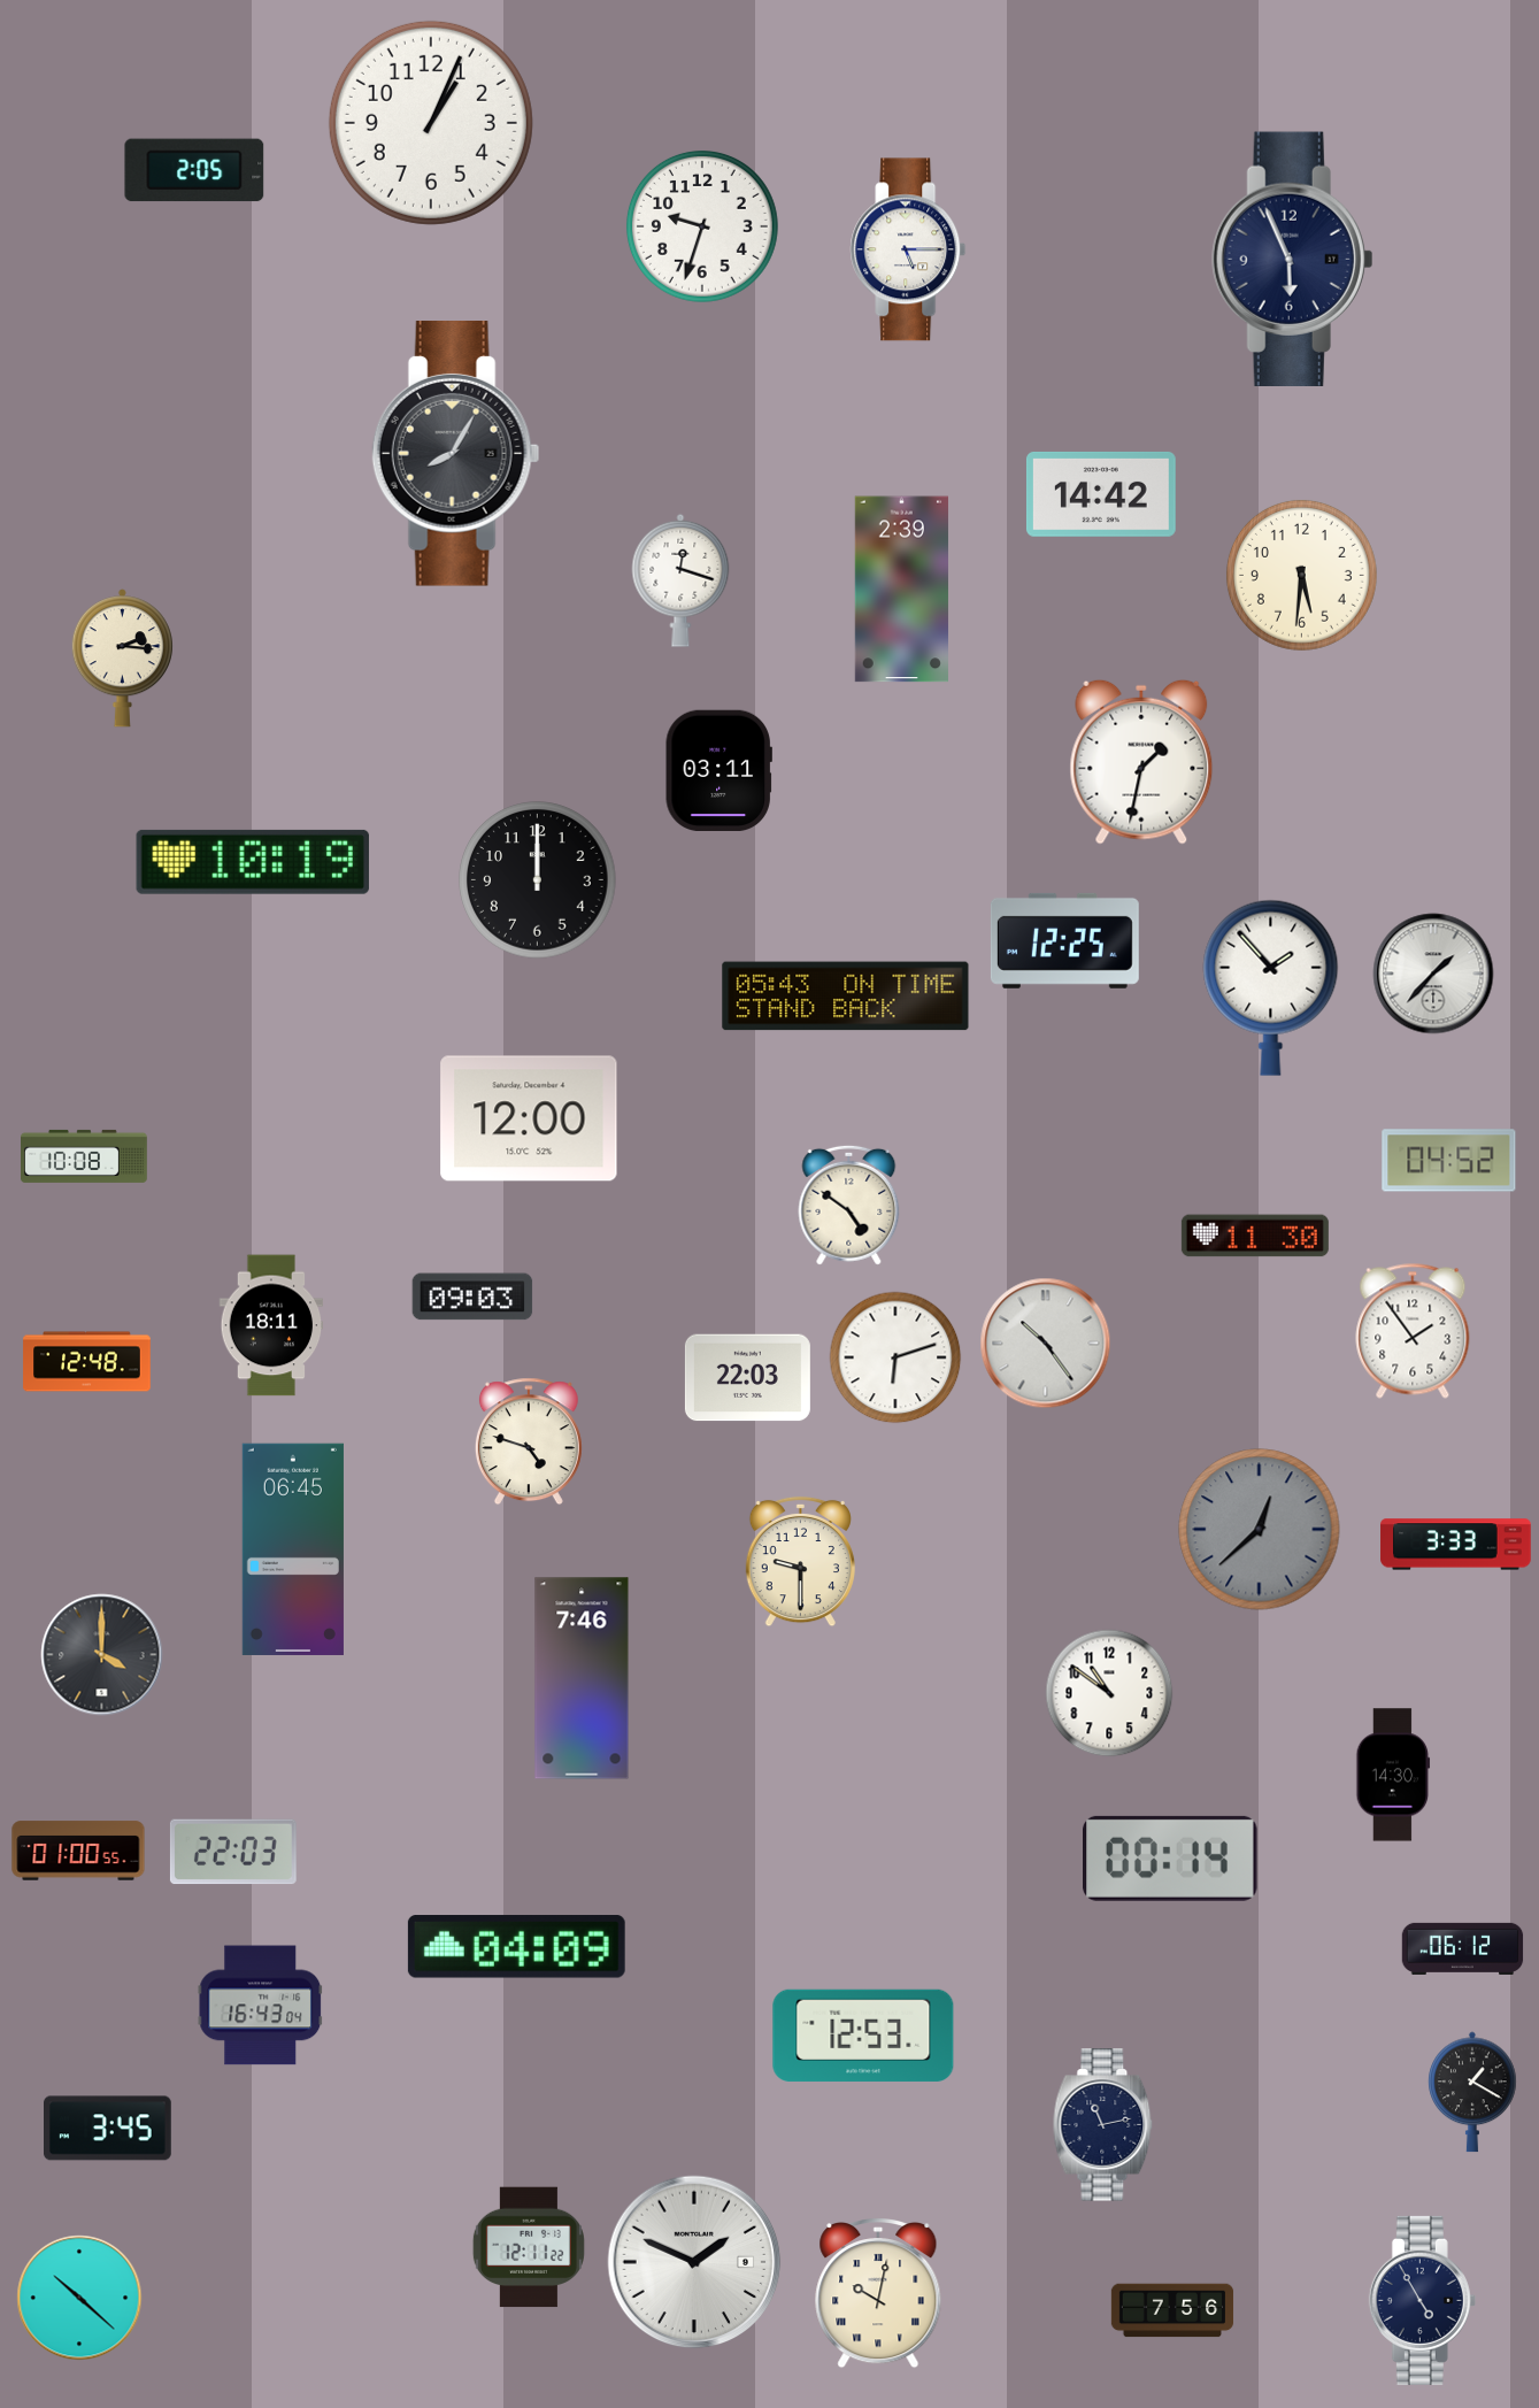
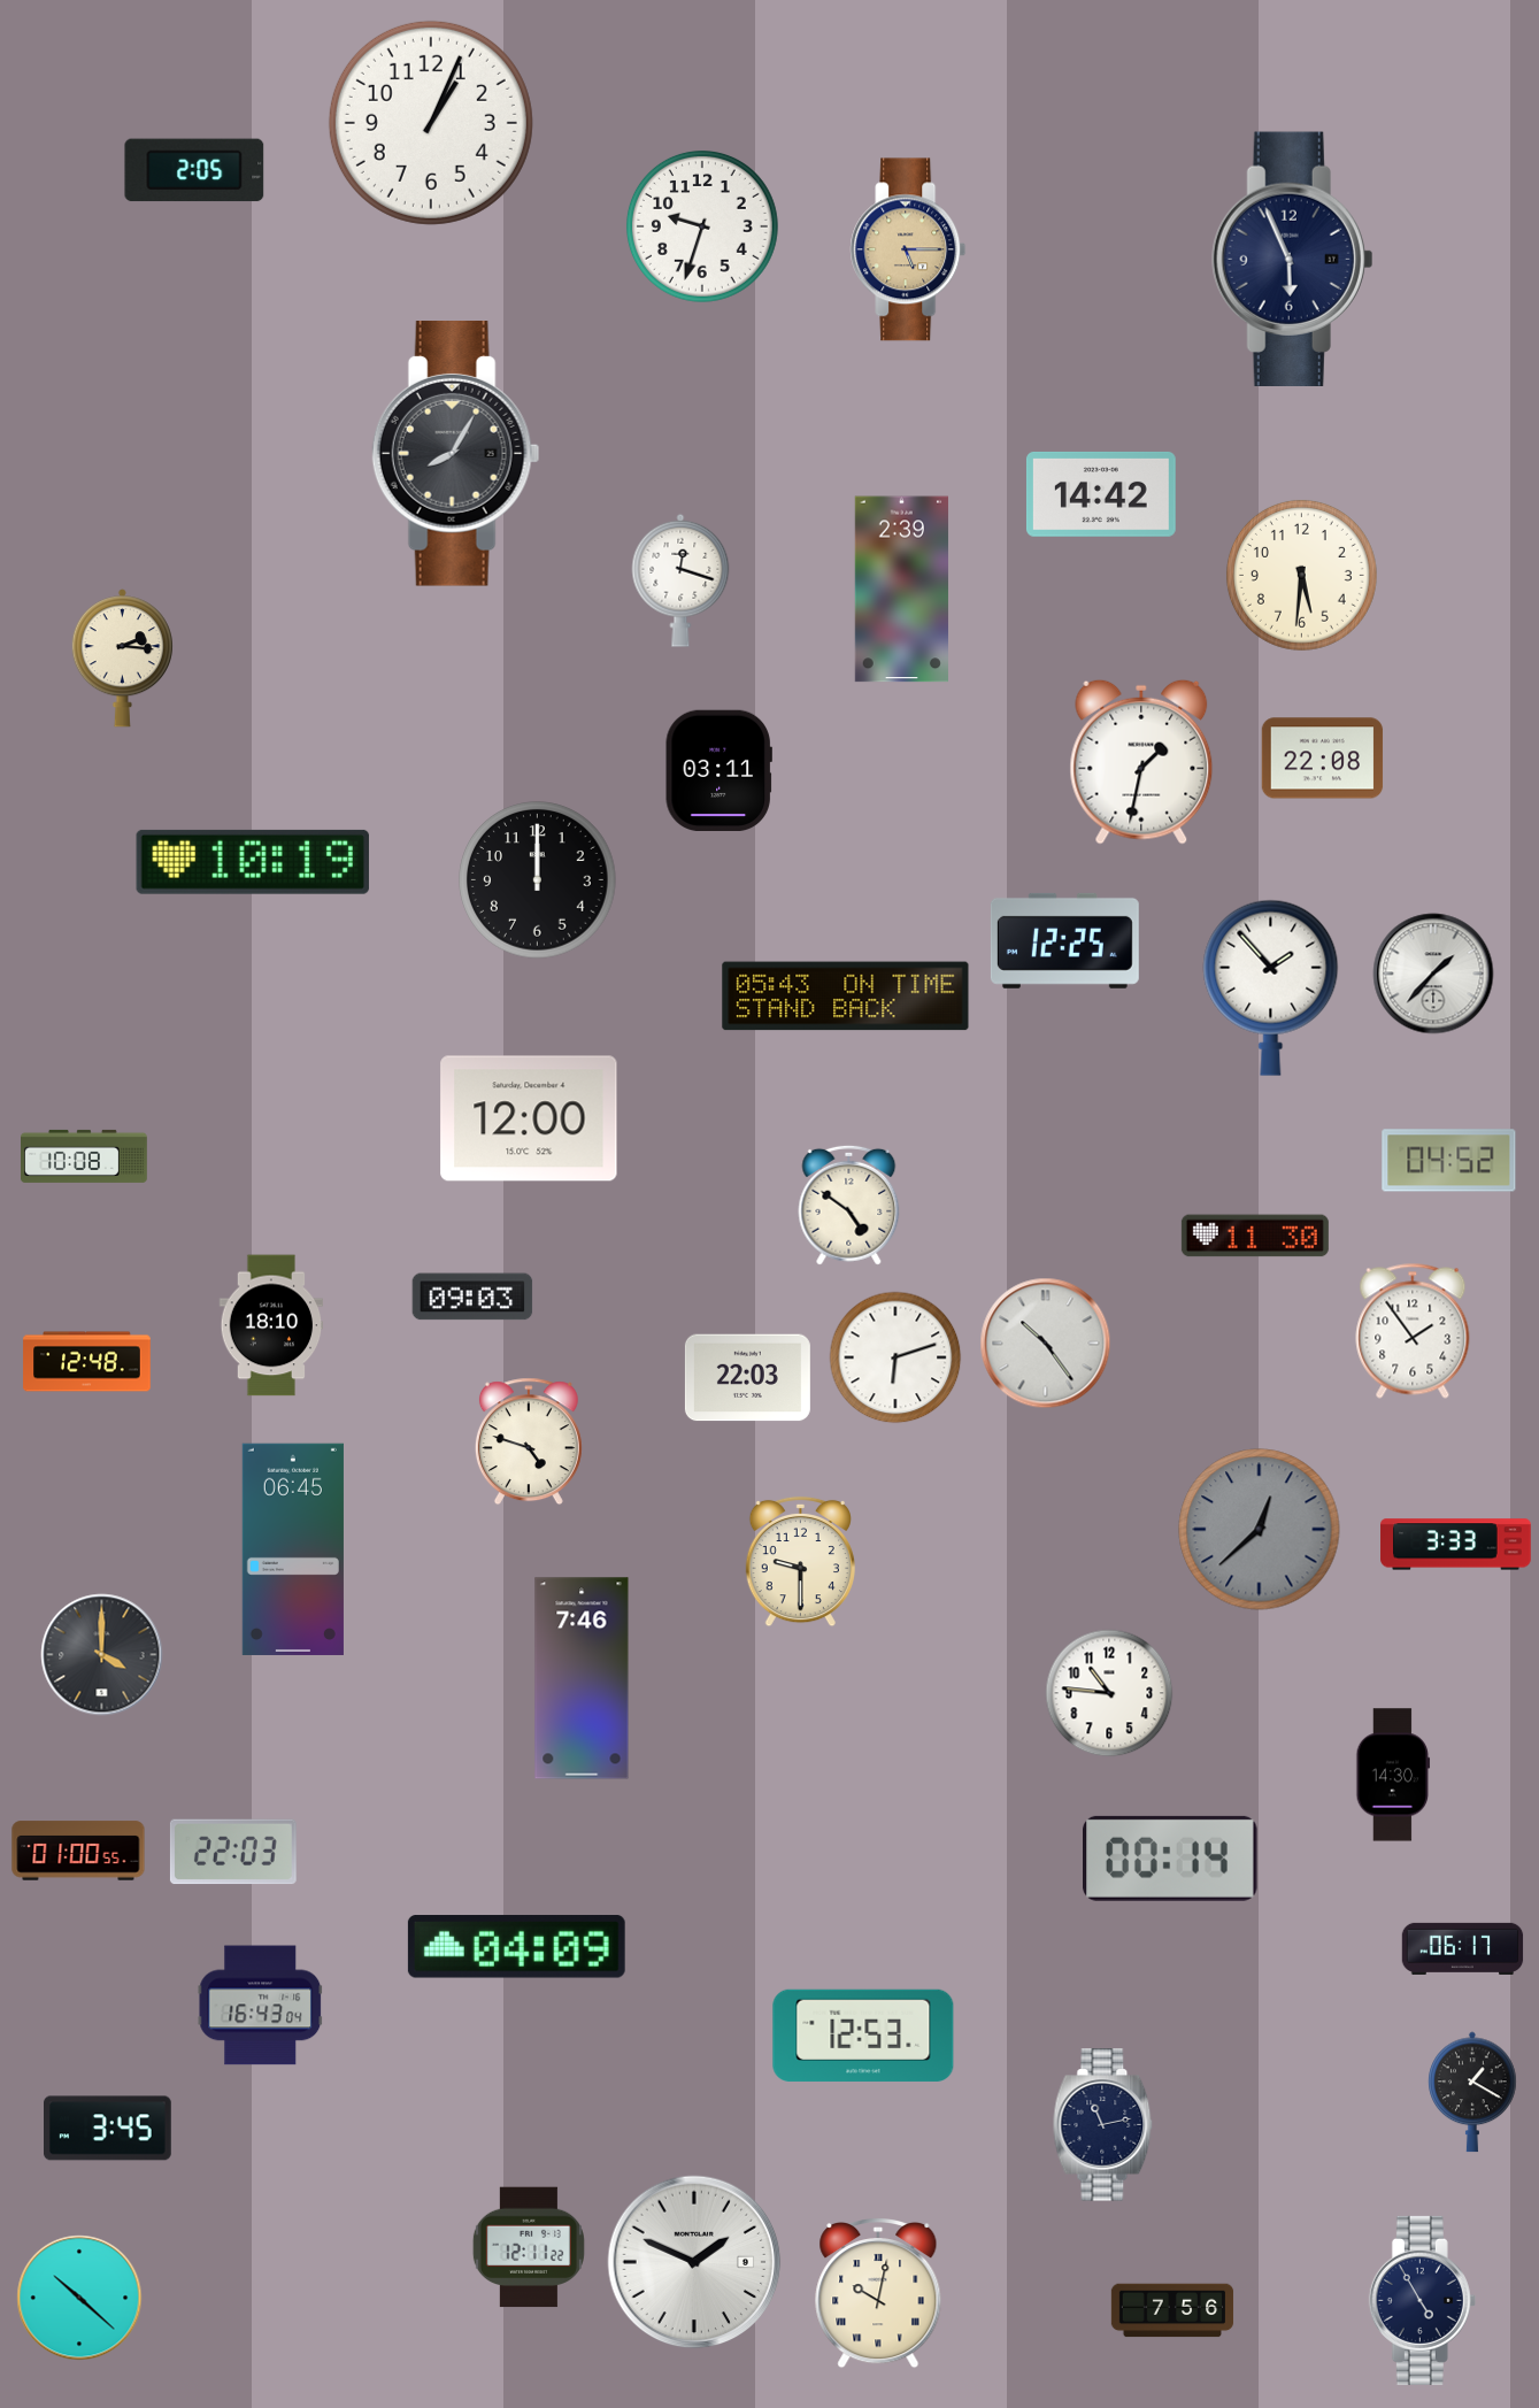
clock at (908, 249) dial: white -> champagne
clock at (1323, 759): none -> 22:08
clock at (271, 1325): 18:11 -> 18:10
clock at (1109, 1693): 10:51 -> 10:46
clock at (1463, 1948): 06:12 -> 06:17
